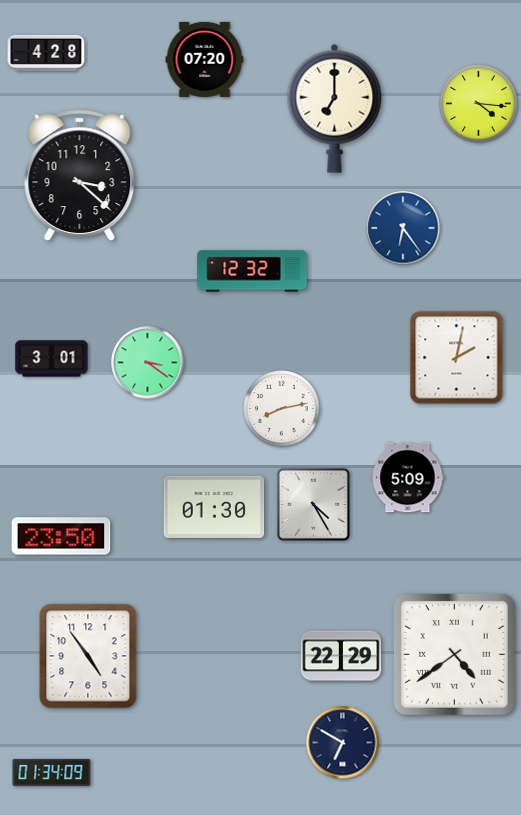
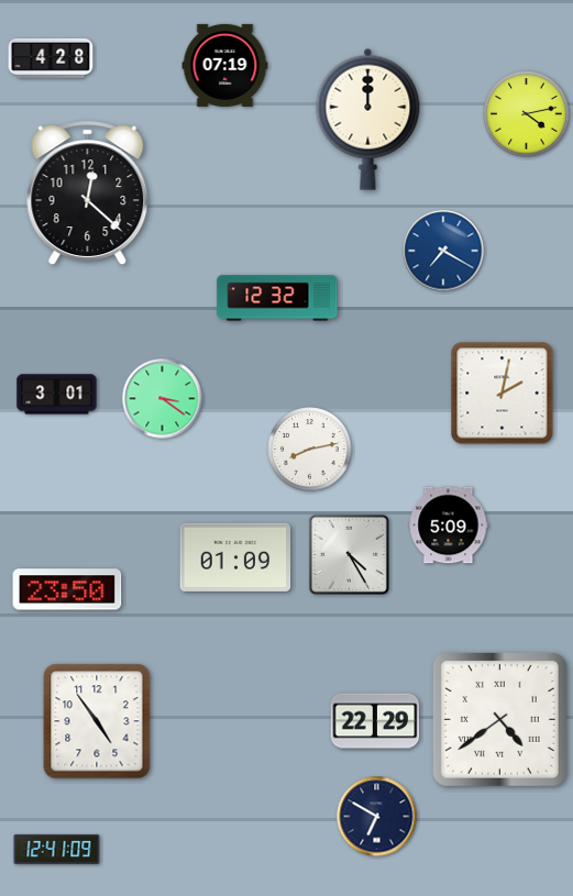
clock at (205, 59): 07:20 -> 07:19
clock at (479, 104): 4:16 -> 4:13
clock at (335, 108): 7:00 -> 12:00
clock at (80, 176): 3:22 -> 12:22
clock at (403, 228): 6:24 -> 7:20
clock at (313, 504) position: (313, 504) -> (349, 554)
clock at (214, 507): 01:30 -> 01:09
clock at (52, 772): 01:34 -> 12:41
